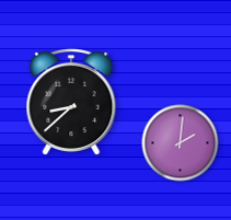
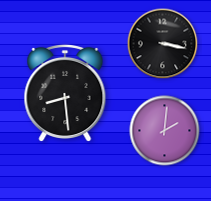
clock at (163, 44): none -> 3:17
clock at (71, 101): 8:38 -> 8:29
